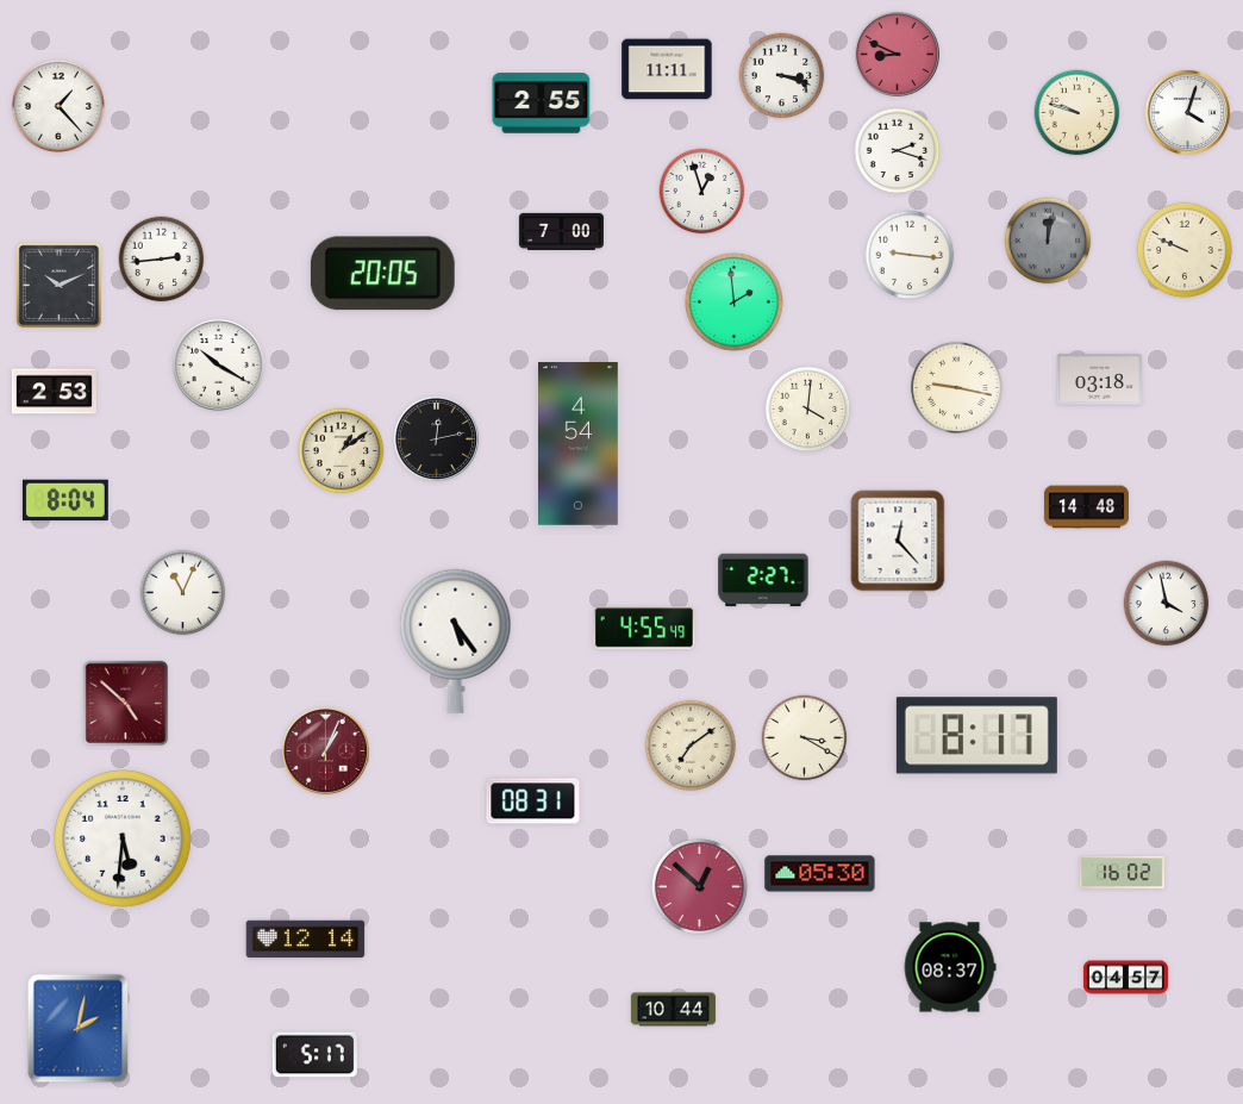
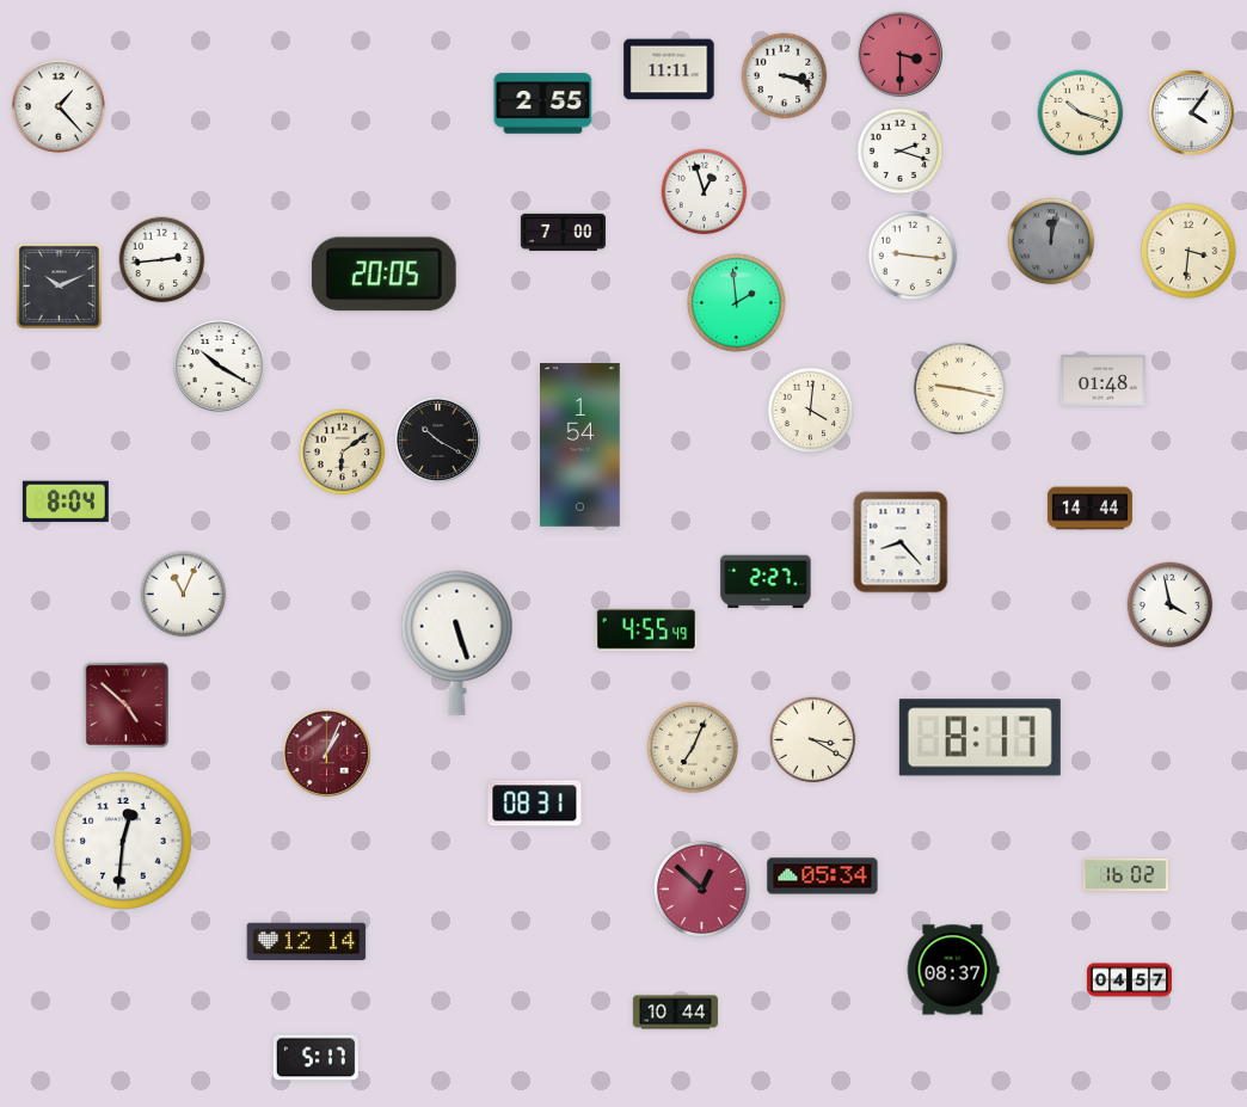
clock at (897, 54): 8:49 -> 3:30
clock at (1187, 112): 4:03 -> 4:06
clock at (1078, 113): 9:48 -> 10:18
clock at (1185, 250): 9:49 -> 3:31
clock at (1099, 380): 03:18 -> 01:48
clock at (54, 392): 2:53 -> none
clock at (436, 438): 12:13 -> 10:20
clock at (579, 444): 4:54 -> 1:54
clock at (342, 451): 1:09 -> 6:09
clock at (1086, 507): 14:48 -> 14:44
clock at (898, 541): 12:23 -> 8:23
clock at (456, 641): 5:24 -> 5:27
clock at (805, 738) position: (805, 738) -> (813, 740)
clock at (689, 744): 7:09 -> 7:04
clock at (123, 838): 5:31 -> 12:31
clock at (820, 874): 05:30 -> 05:34
clock at (79, 1029): 2:02 -> none
